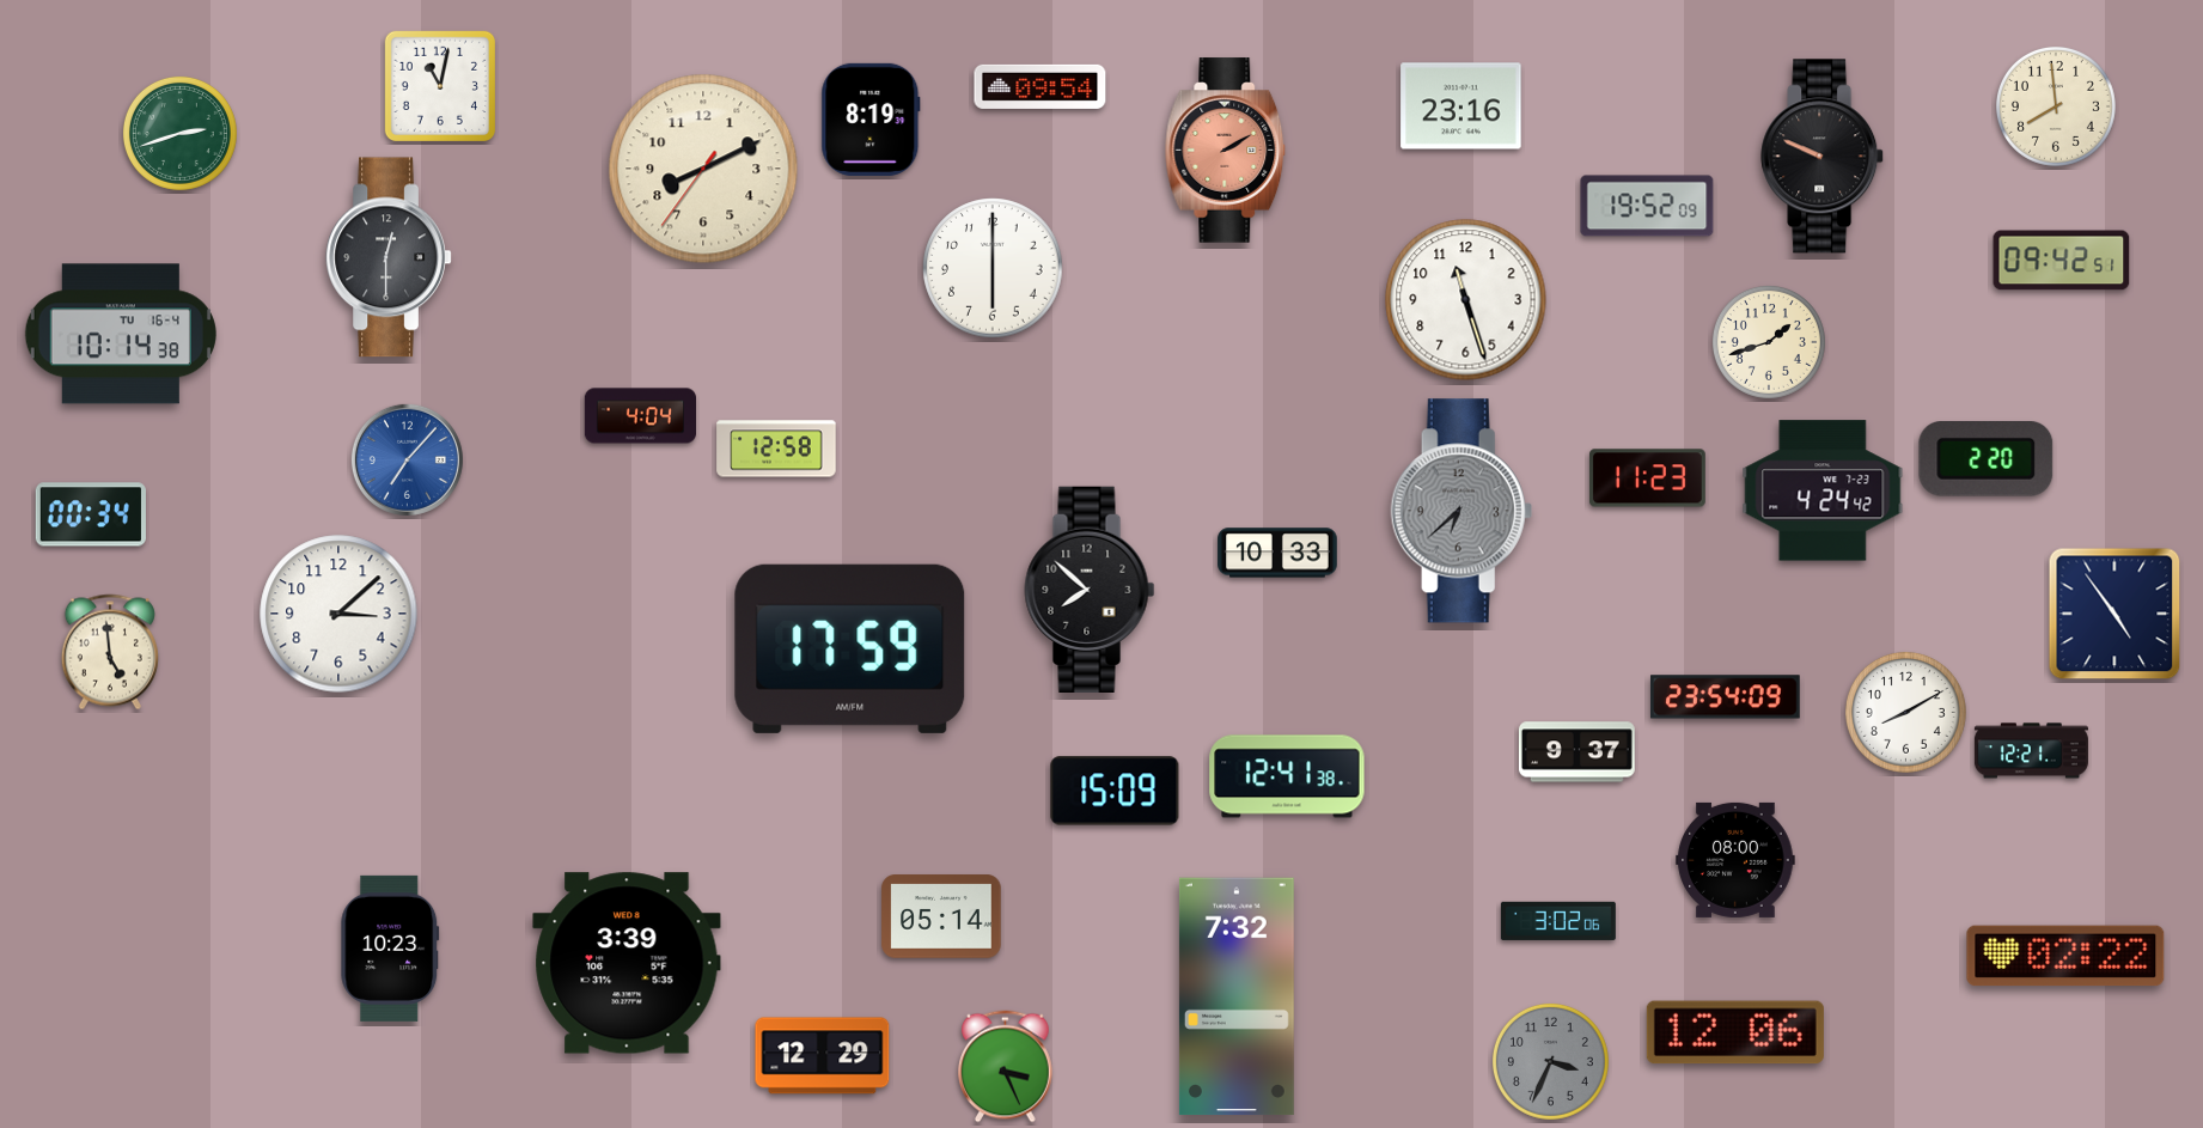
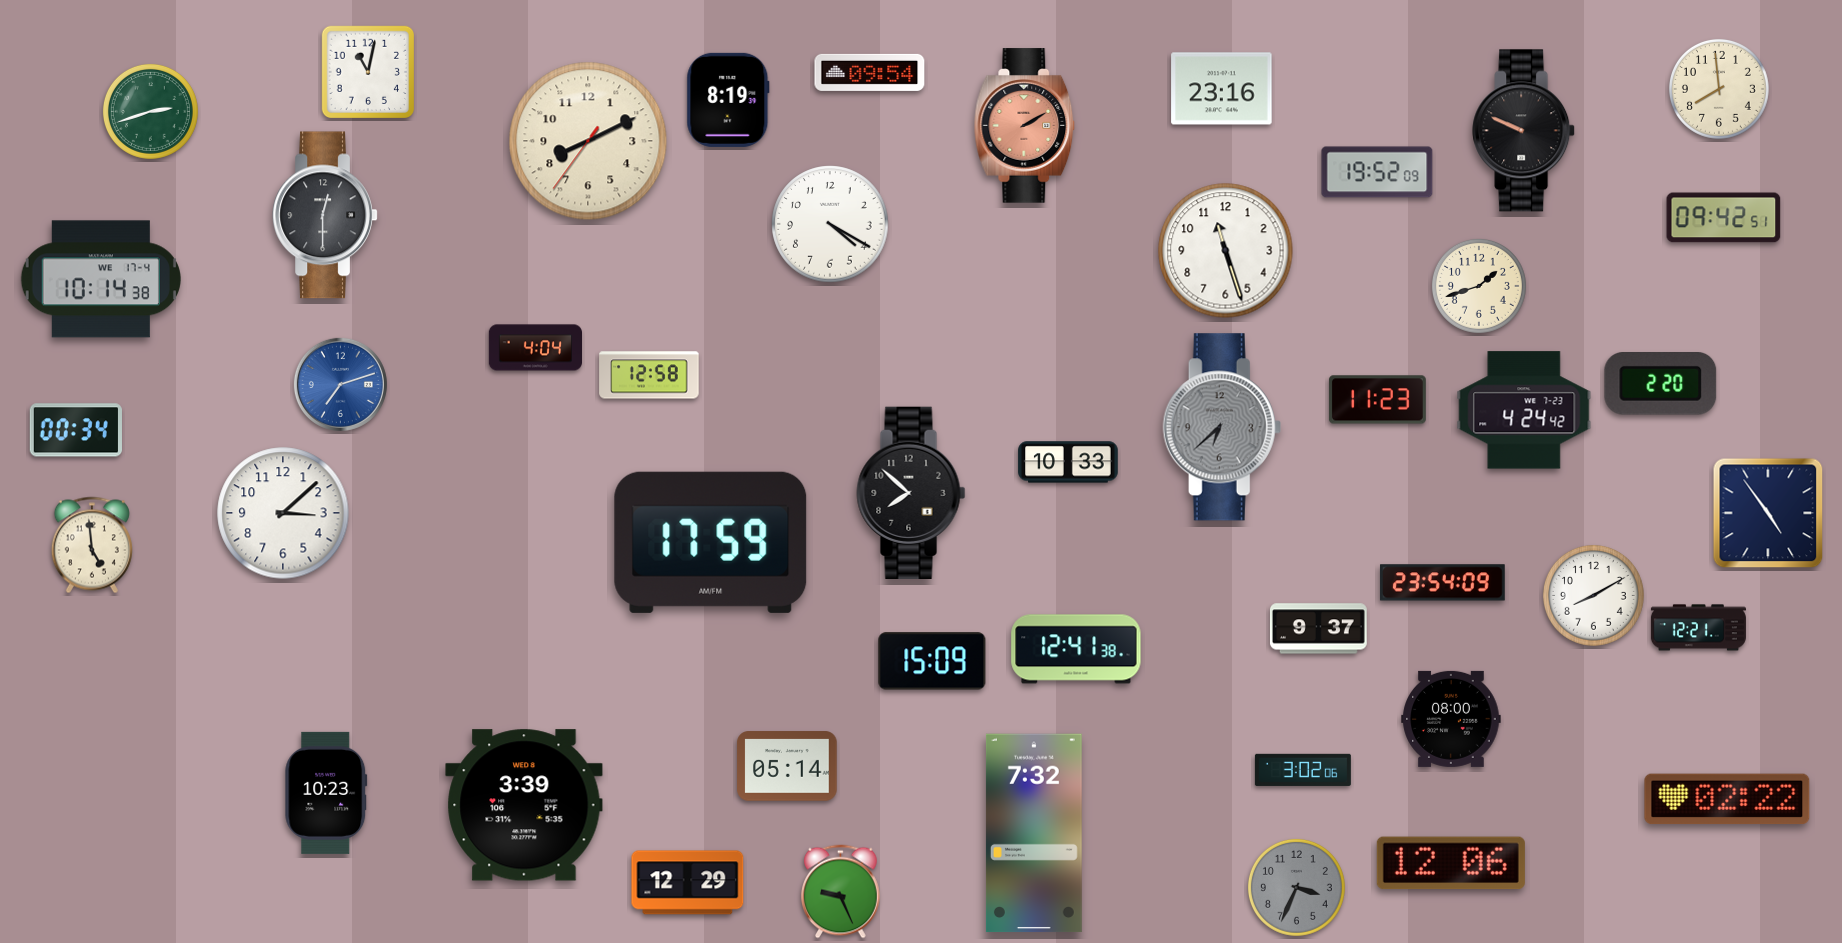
clock at (993, 268): 6:00 -> 4:20
clock at (121, 334) date: TU 16-4 -> WE 17-4
clock at (407, 459): 7:07 -> 7:12
clock at (1006, 1067): 3:26 -> 9:26
